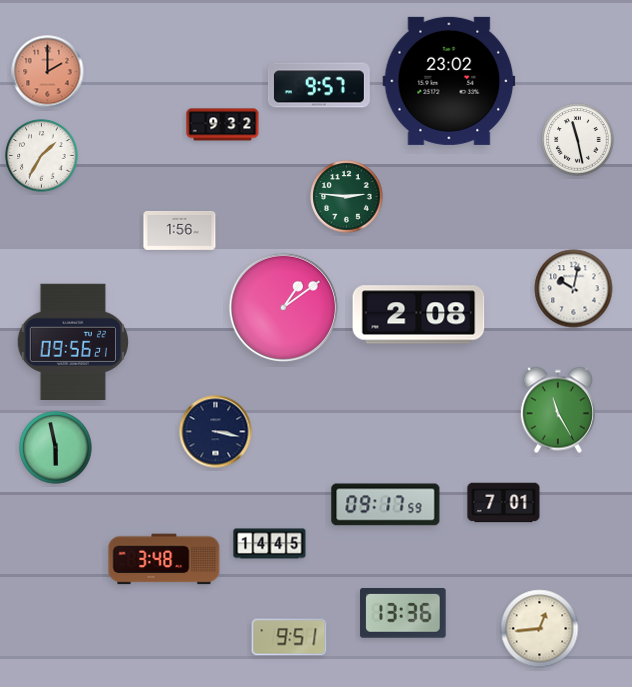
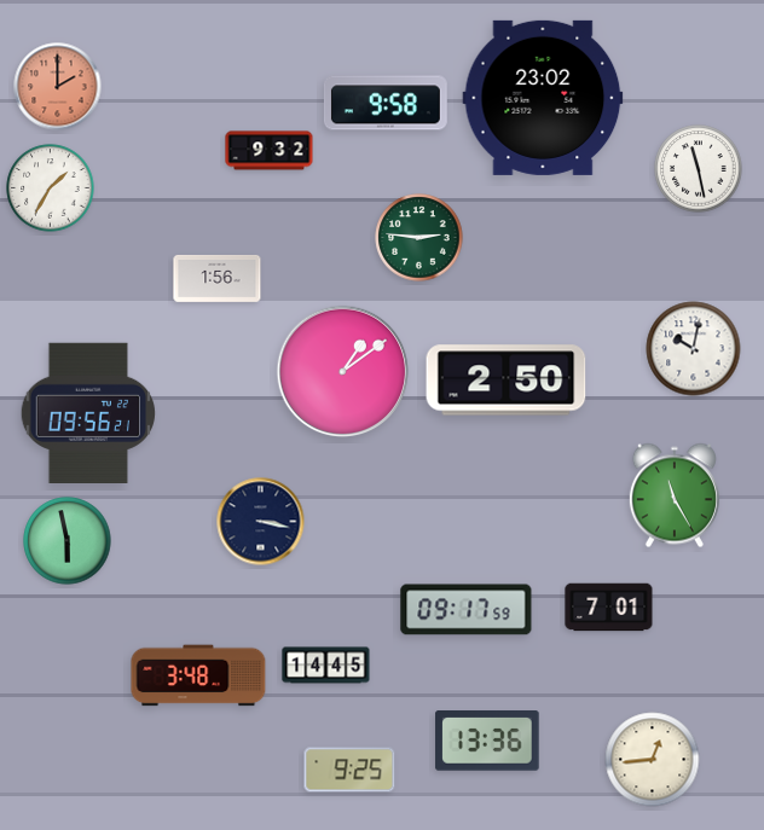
clock at (319, 85): 9:57 -> 9:58
clock at (419, 315): 2:08 -> 2:50
clock at (270, 544) position: (270, 544) -> (326, 666)
clock at (289, 637): 9:51 -> 9:25
